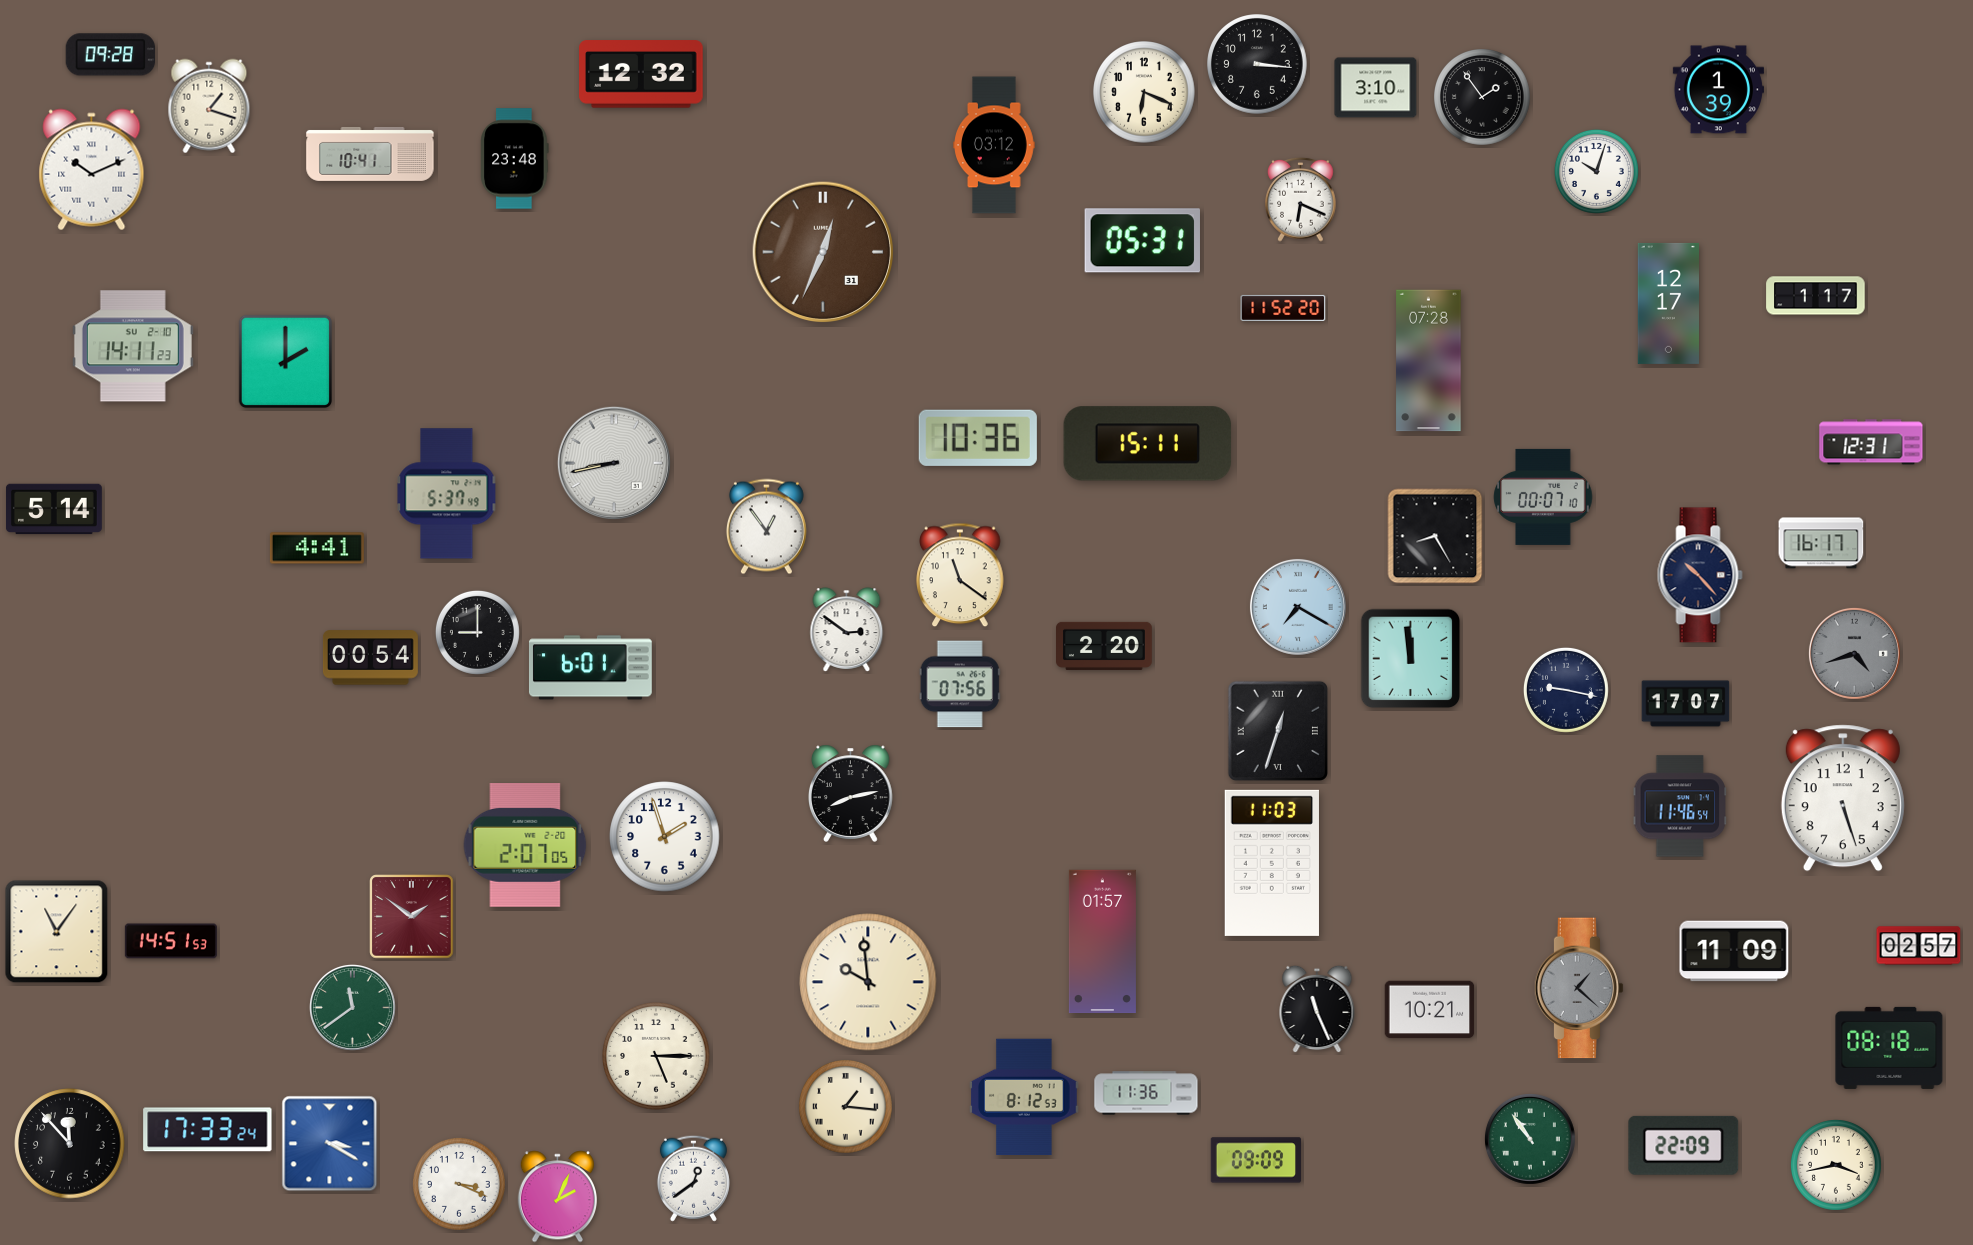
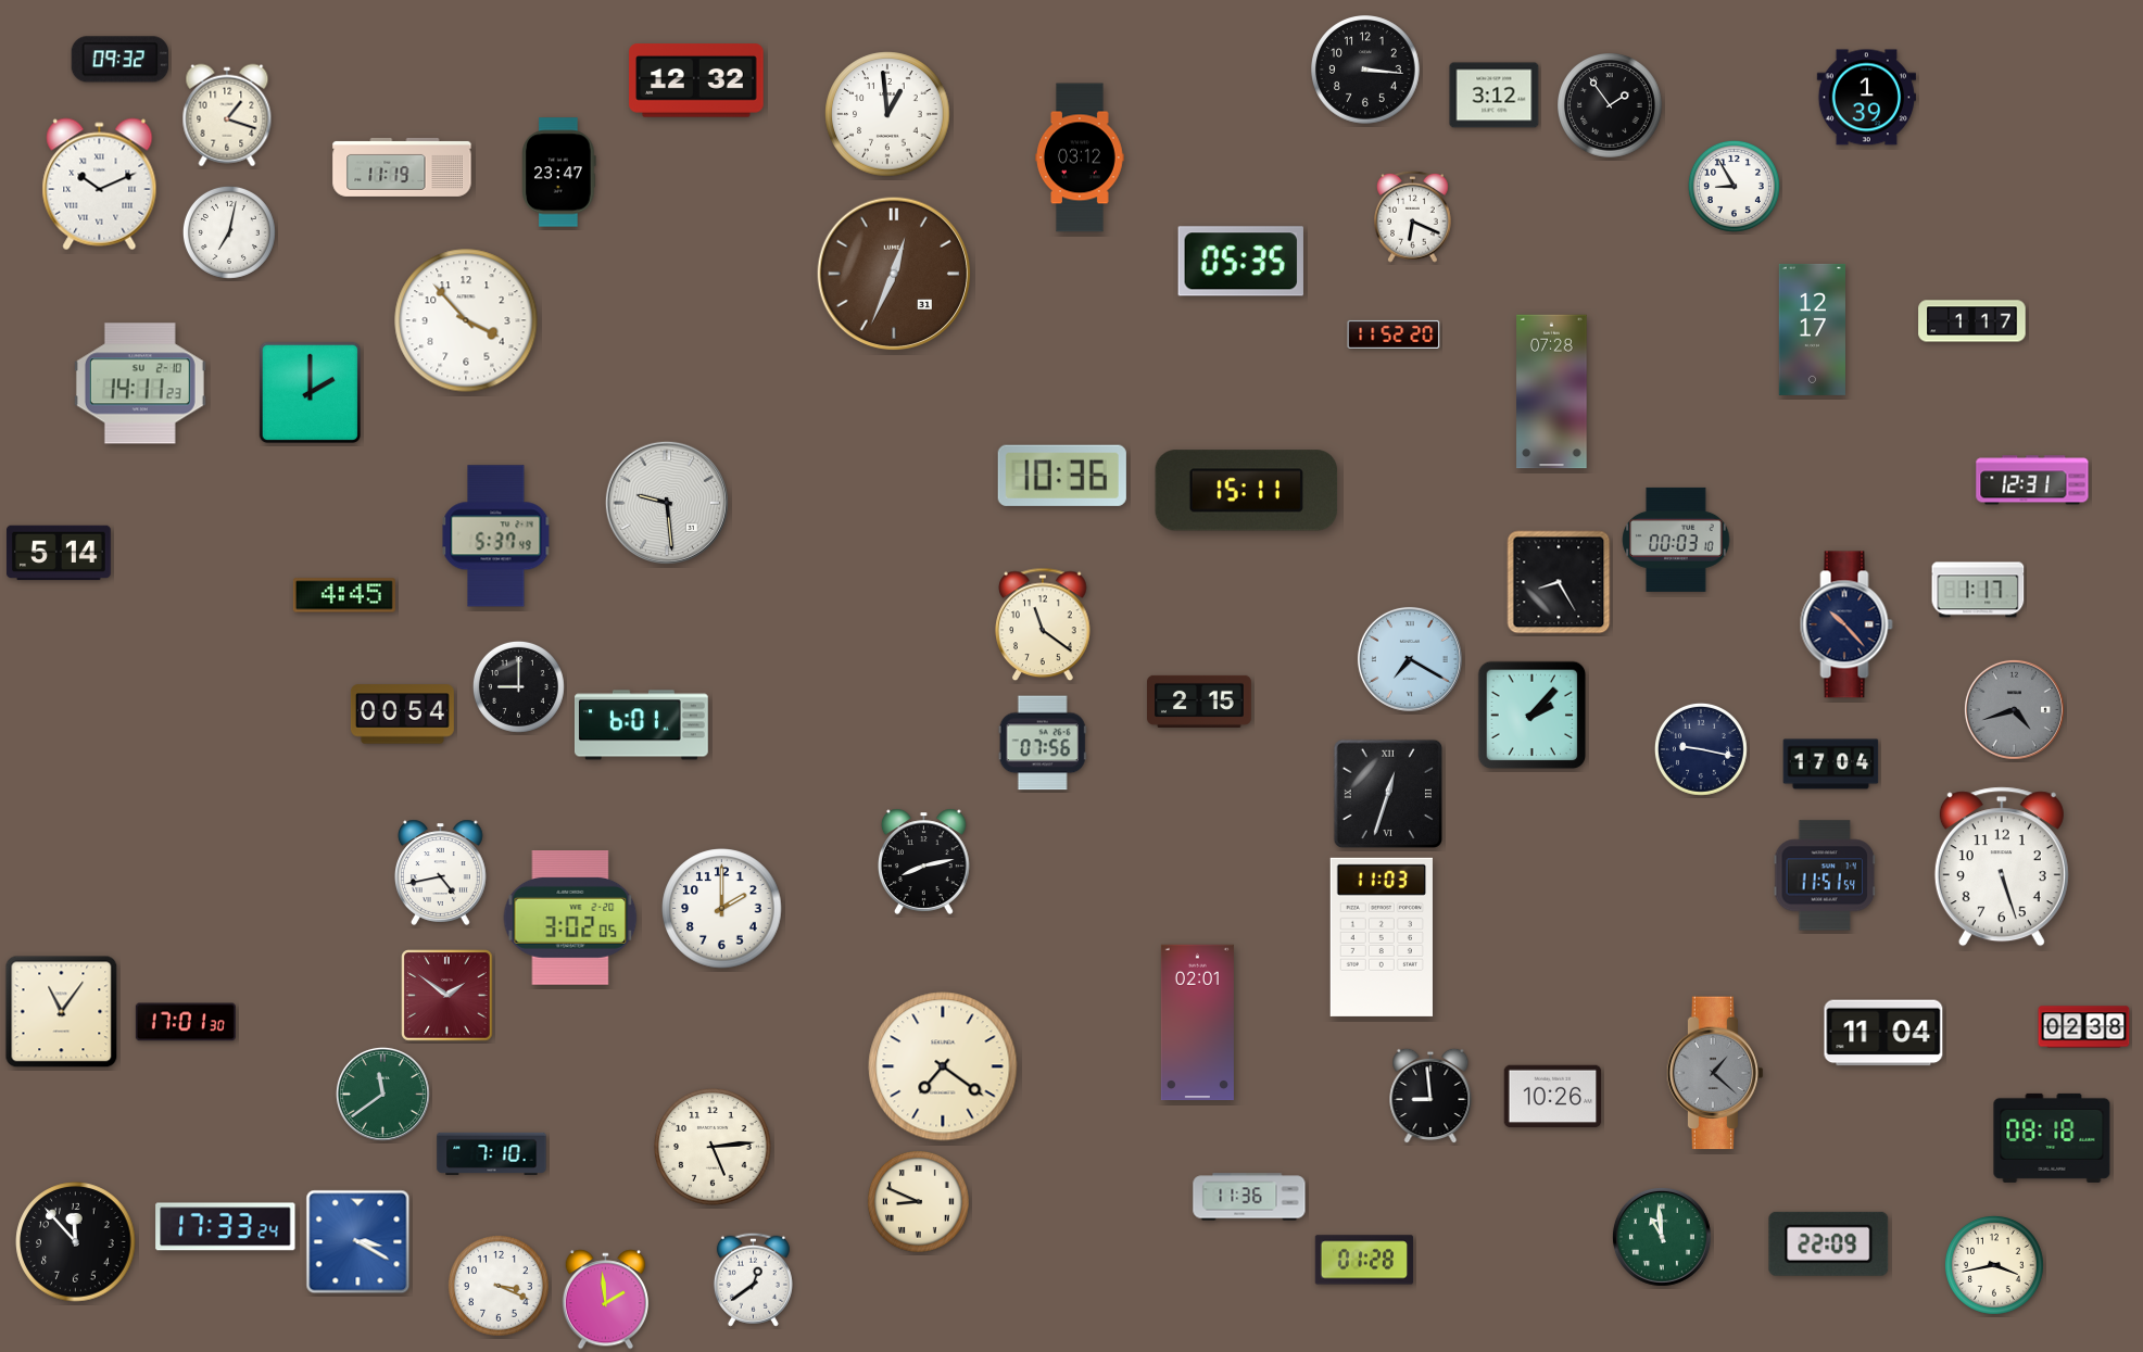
clock at (111, 55): 09:28 -> 09:32
clock at (1376, 88): 3:10 -> 3:12
clock at (1144, 92): 6:19 -> none
clock at (887, 114): none -> 12:59
clock at (370, 154): 10:41 -> 11:19
clock at (515, 159): 23:48 -> 23:47
clock at (1596, 171): 10:03 -> 8:55
clock at (229, 232): none -> 7:02
clock at (1142, 241): 05:31 -> 05:35
clock at (466, 320): none -> 3:53
clock at (133, 346) position: (133, 346) -> (140, 383)
clock at (1148, 444) position: (1148, 444) -> (1247, 491)
clock at (614, 463): 8:43 -> 9:29
clock at (447, 494) position: (447, 494) -> (496, 536)
clock at (1543, 497): 00:07 -> 00:03
clock at (766, 527): 12:54 -> none
clock at (1821, 543): 16:17 -> 1:17
clock at (317, 548): 4:41 -> 4:45
clock at (847, 630): 2:51 -> none
clock at (1105, 646): 2:20 -> 2:15
clock at (1411, 659): 11:59 -> 2:07
clock at (1686, 704): 17:07 -> 17:04
clock at (440, 872): none -> 4:43
clock at (1680, 806): 11:46 -> 11:51
clock at (665, 837): 1:57 -> 2:00
clock at (525, 846): 2:07 -> 3:02
clock at (171, 941): 14:51 -> 17:01
clock at (1102, 942): 01:57 -> 02:01
clock at (1919, 946): 02:57 -> 02:38
clock at (1734, 951): 11:09 -> 11:04
clock at (868, 982): 9:59 -> 7:21
clock at (1317, 1009): 11:26 -> 8:59
clock at (1430, 1010): 10:21 -> 10:26
clock at (656, 1056): 5:15 -> 5:14
clock at (492, 1153): none -> 7:10
clock at (1146, 1093) position: (1146, 1093) -> (1249, 1197)
clock at (1024, 1097): 8:12 -> none
clock at (846, 1107): 1:16 -> 8:49
clock at (1530, 1139): 10:54 -> 10:59
clock at (1256, 1160): 09:09 -> 01:28
clock at (557, 1197): 2:04 -> 1:59
